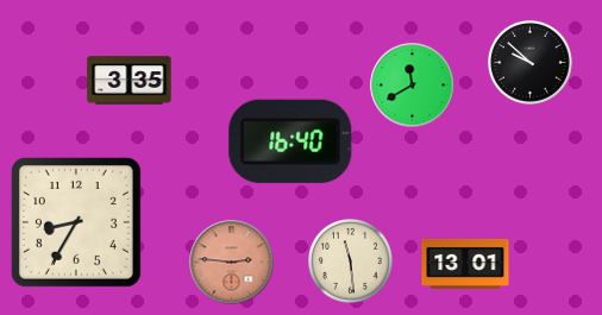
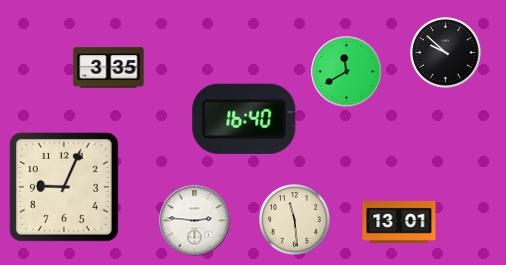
clock at (76, 222): 8:35 -> 9:04
clock at (232, 263) dial: salmon -> white
clock at (465, 264) position: (465, 264) -> (399, 222)
